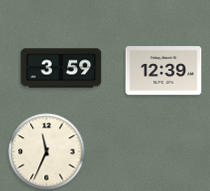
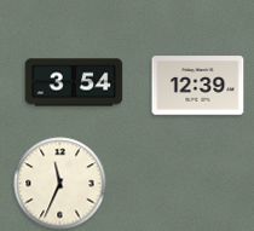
clock at (61, 68): 3:59 -> 3:54
clock at (47, 152) position: (47, 152) -> (60, 184)
